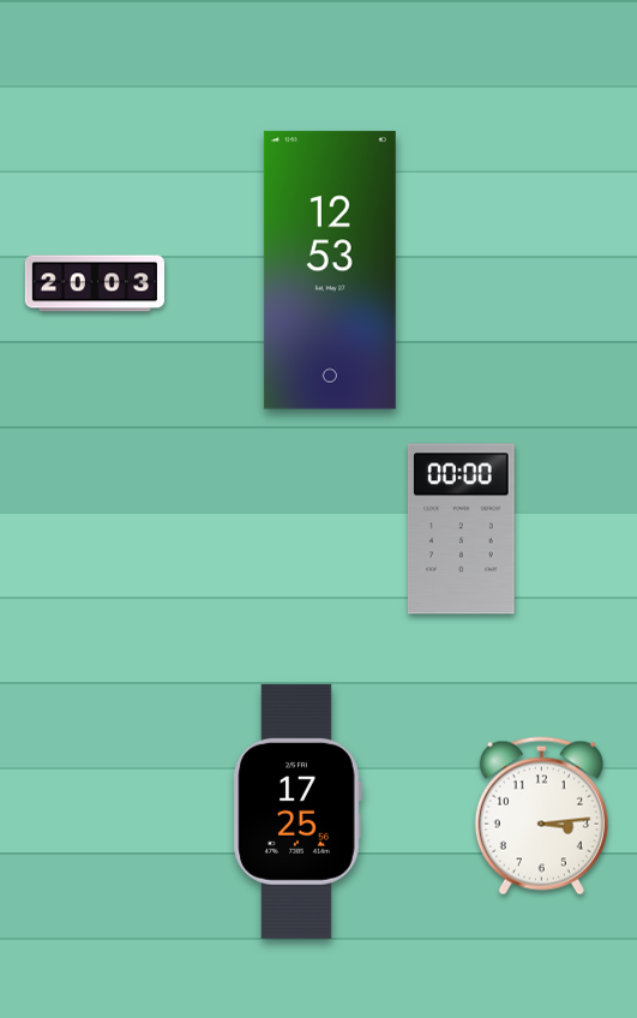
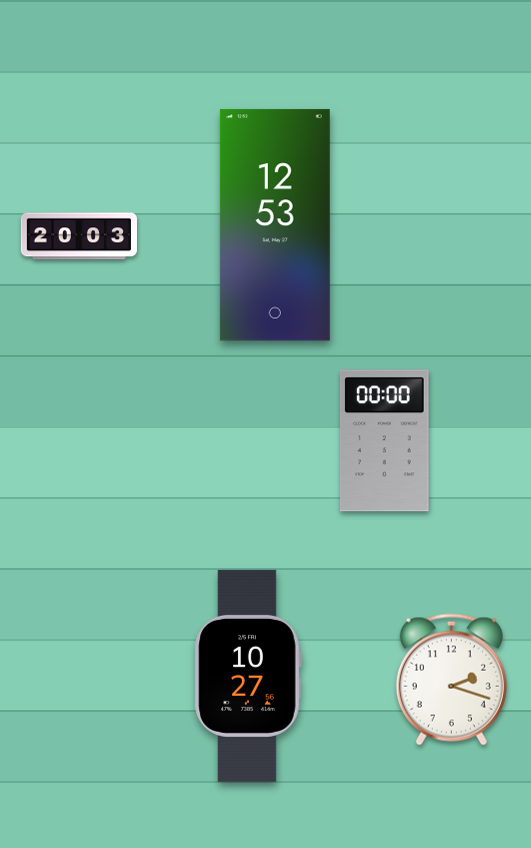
clock at (298, 812): 17:25 -> 10:27
clock at (541, 816): 3:14 -> 2:18
